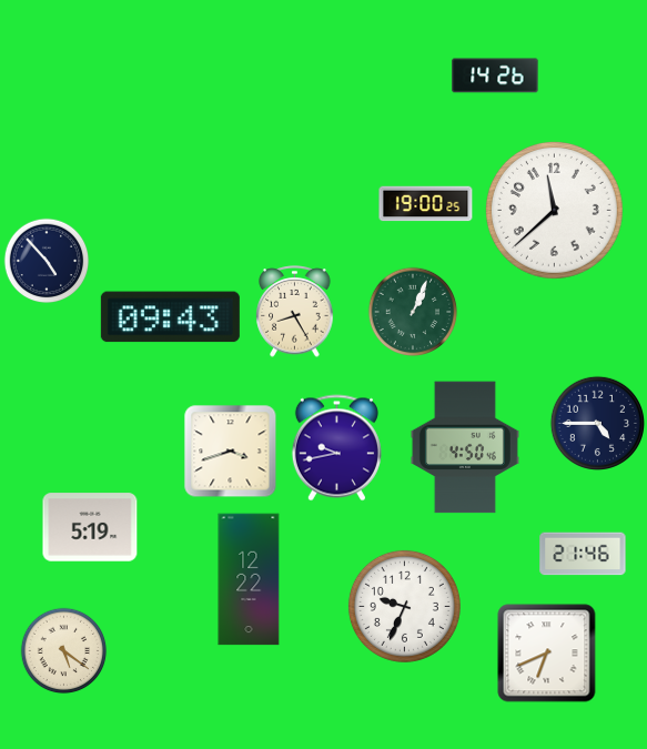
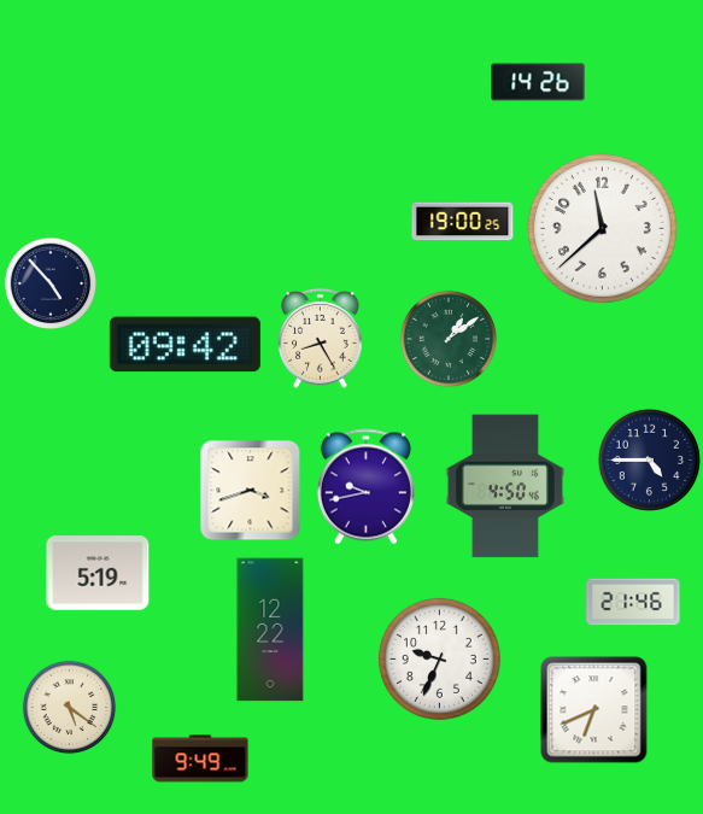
clock at (413, 312): 1:04 -> 1:09
clock at (170, 317): 09:43 -> 09:42
clock at (200, 759): none -> 9:49
